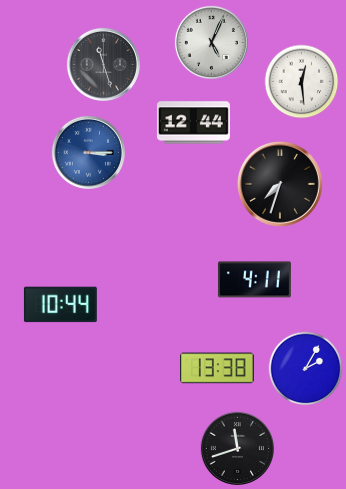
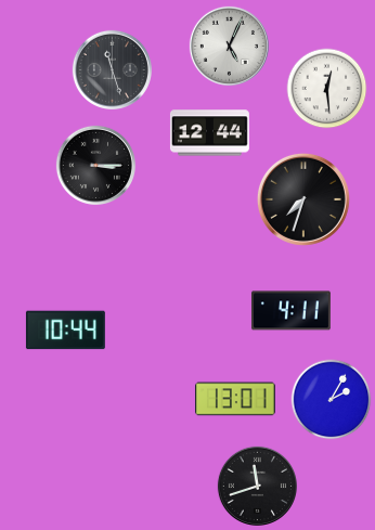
clock at (88, 152) dial: blue -> black
clock at (254, 280) position: (254, 280) -> (290, 311)
clock at (218, 368): 13:38 -> 13:01
